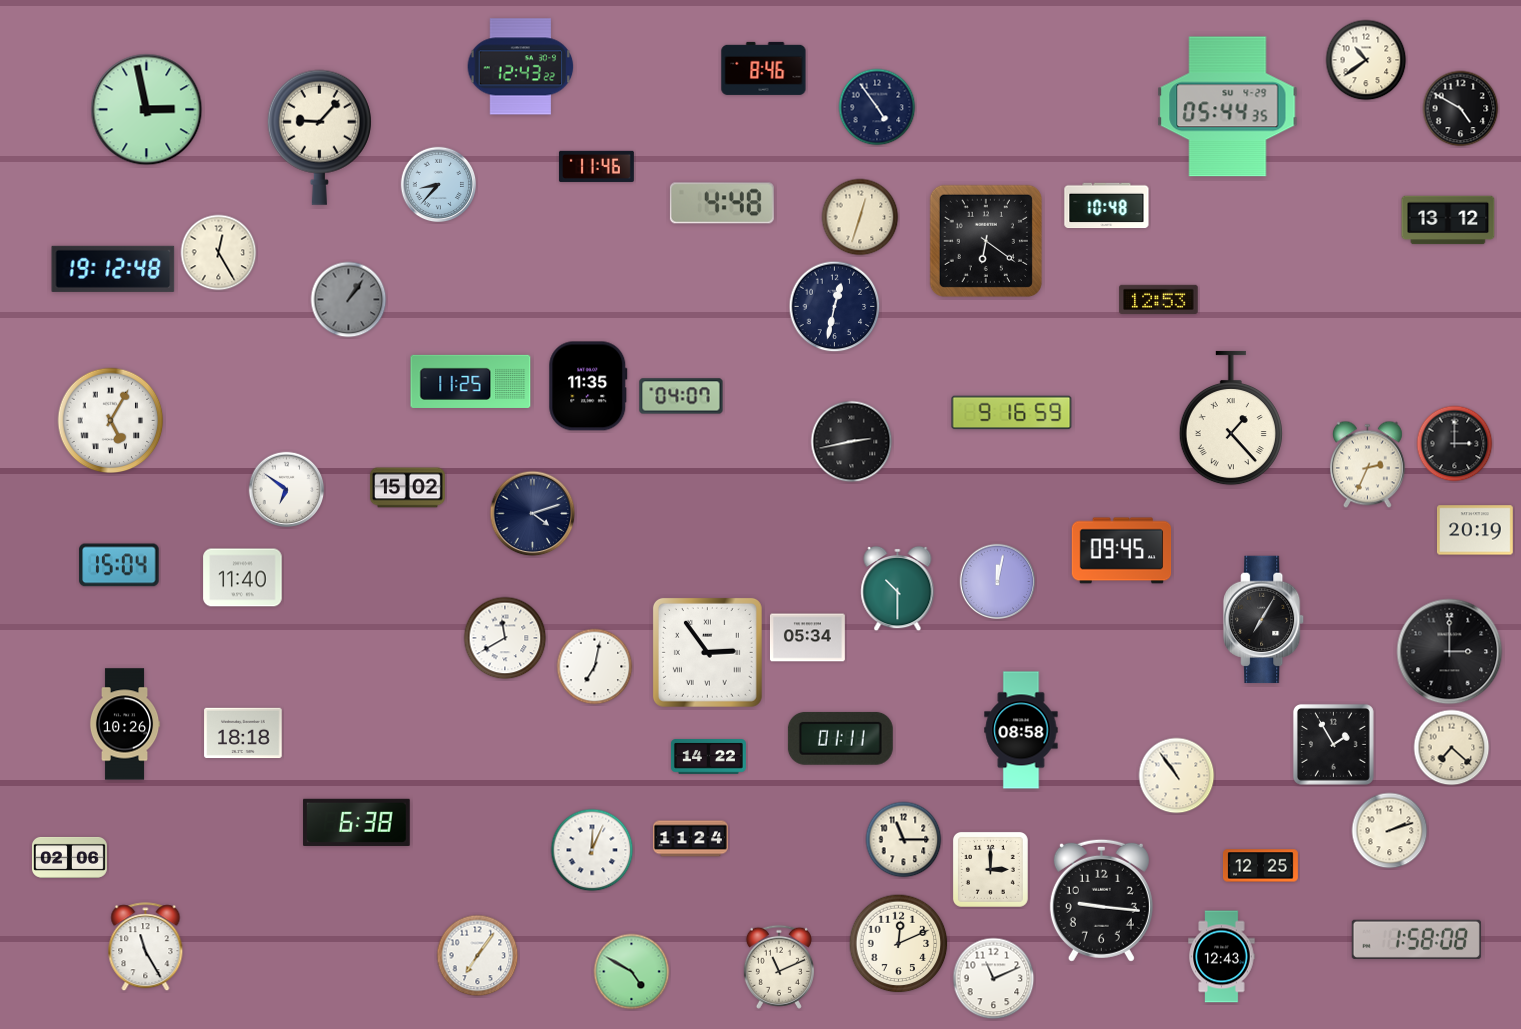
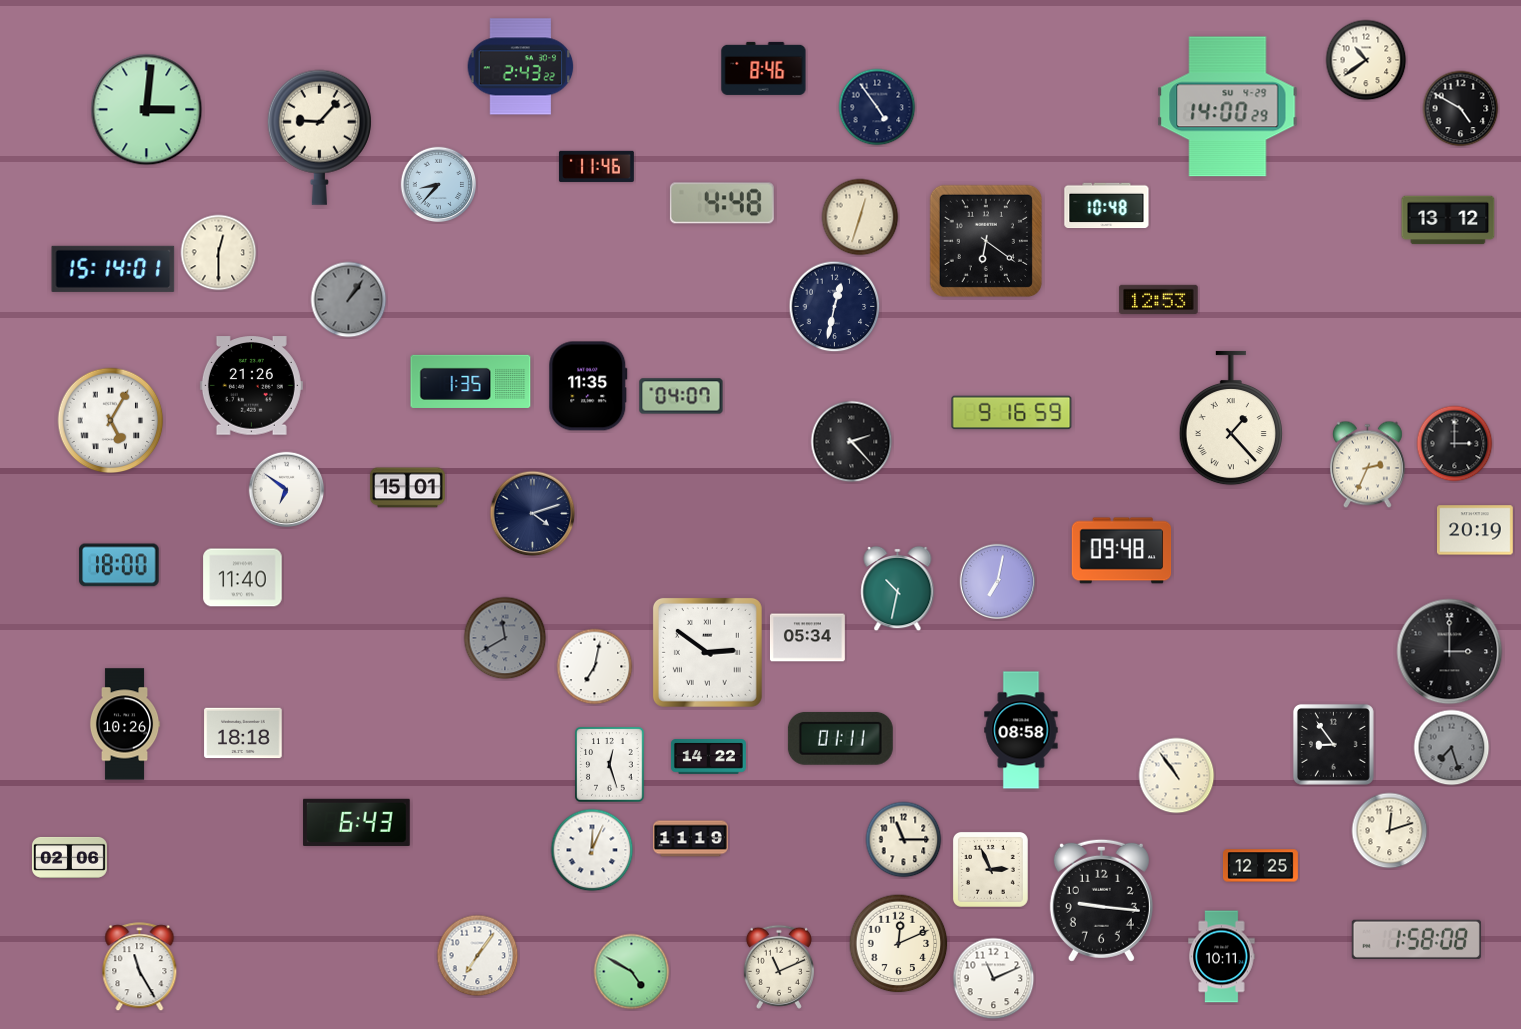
clock at (521, 67): 12:43 -> 2:43
clock at (1228, 107): 05:44 -> 14:00
clock at (147, 110): 2:58 -> 3:01
clock at (219, 253): 12:25 -> 12:30
clock at (113, 269): 19:12 -> 15:14
clock at (471, 381): 11:25 -> 1:35
clock at (251, 386): none -> 21:26
clock at (852, 442): 2:43 -> 2:23
clock at (407, 488): 15:02 -> 15:01
clock at (1122, 551): 09:45 -> 09:48
clock at (119, 565): 15:04 -> 18:00
clock at (998, 582): 12:02 -> 7:02
clock at (898, 589): 10:30 -> 10:32
clock at (1264, 620): 7:05 -> none
clock at (505, 638) dial: white -> grey
clock at (707, 652): 2:54 -> 2:51
clock at (1333, 744): 1:55 -> 8:54
clock at (1452, 748): 7:22 -> 7:27
clock at (1452, 748) dial: cream -> grey
clock at (610, 765): none -> 12:27
clock at (357, 822): 6:38 -> 6:43
clock at (1390, 831): 2:12 -> 12:12
clock at (690, 839): 11:24 -> 11:19
clock at (990, 869): 3:00 -> 2:56
clock at (146, 947) position: (146, 947) -> (140, 967)
clock at (1222, 957): 12:43 -> 10:11
